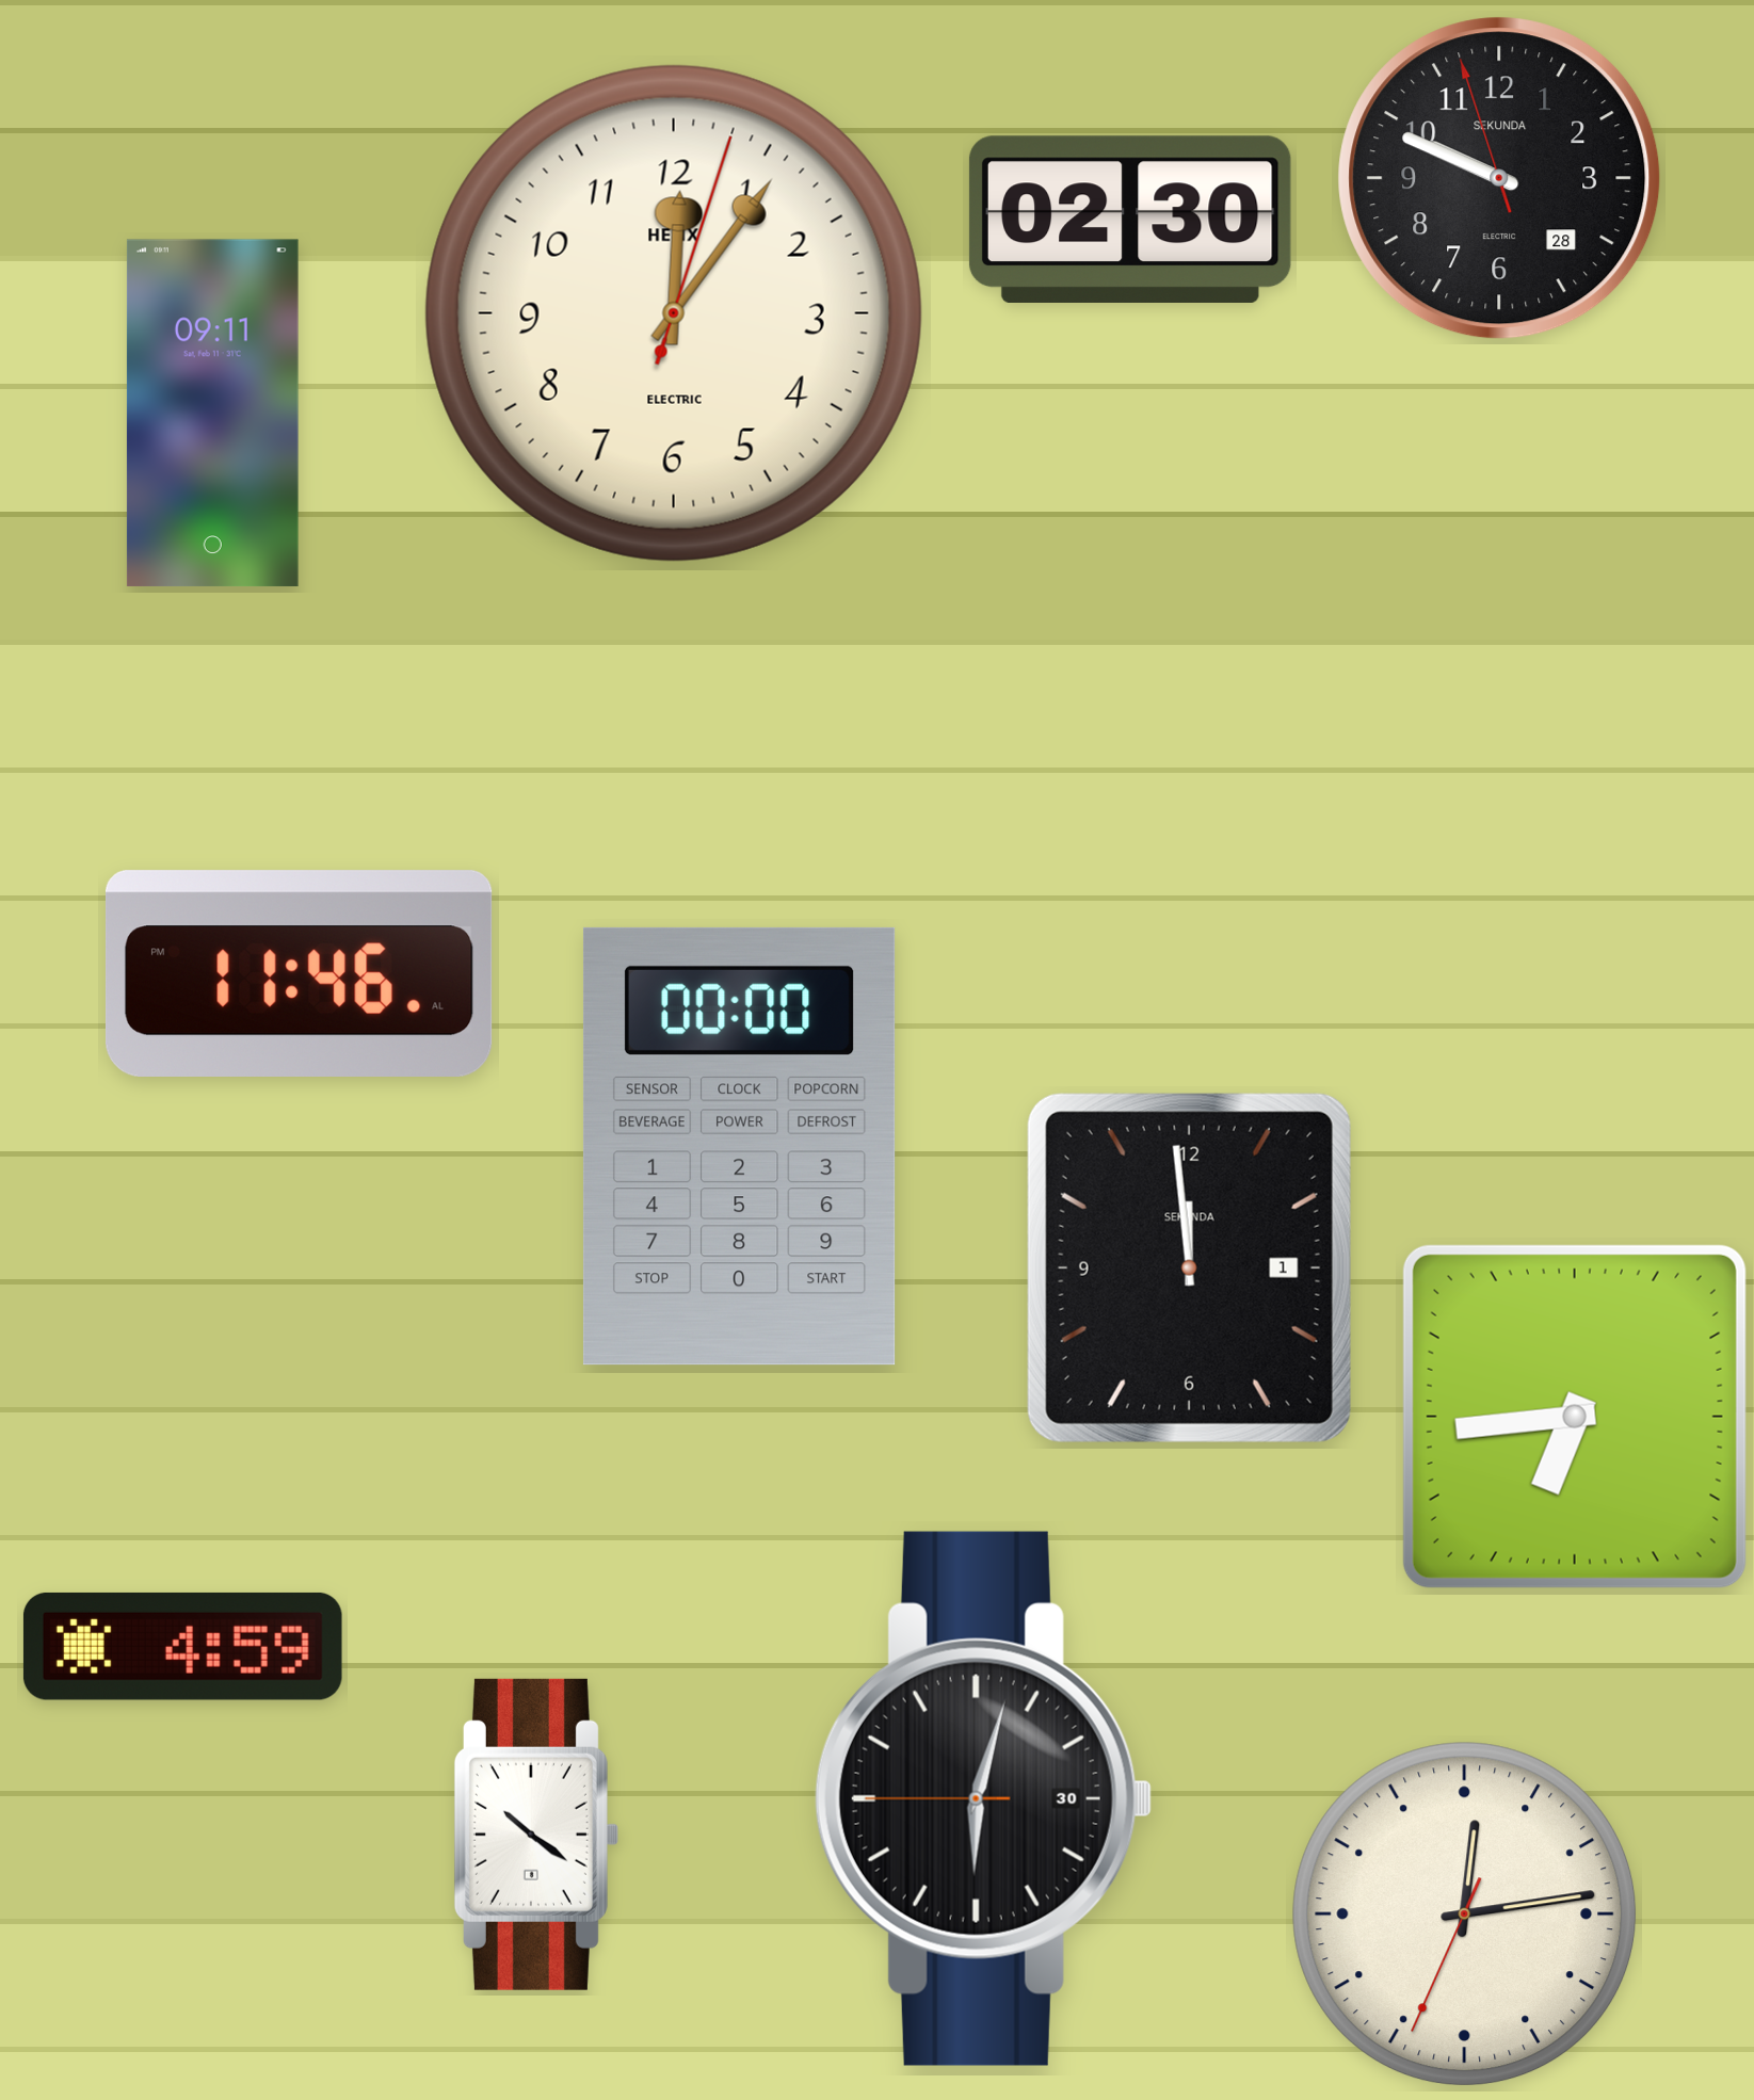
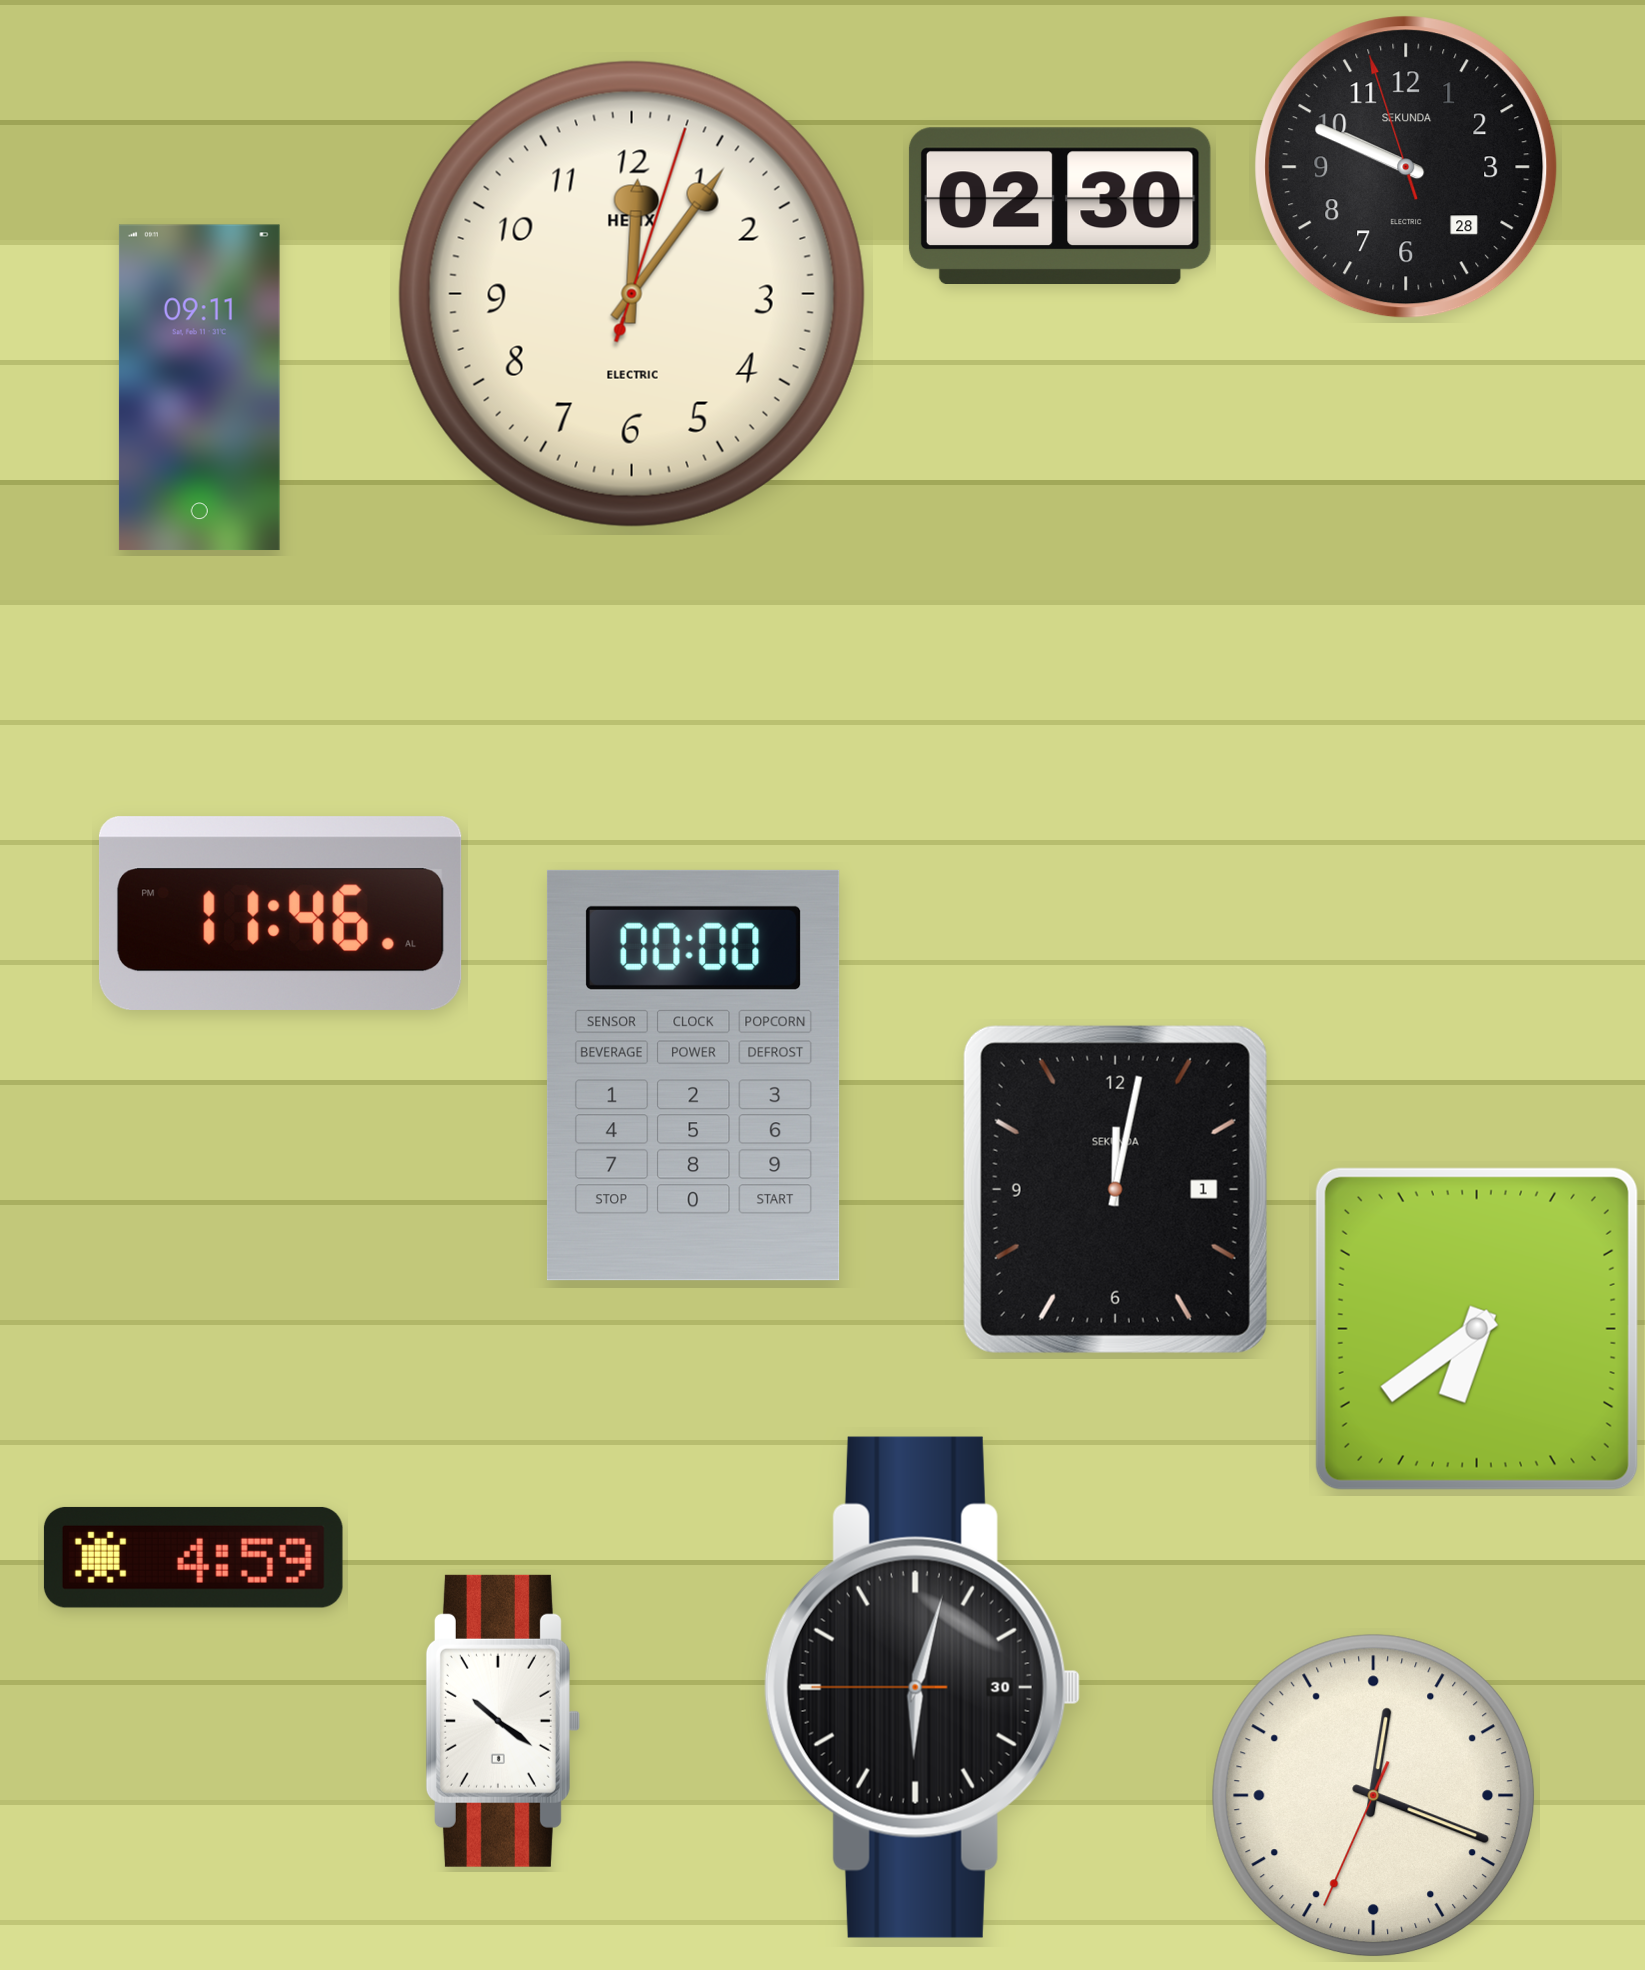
clock at (1189, 1267): 11:59 -> 12:02
clock at (1575, 1417): 6:44 -> 6:39
clock at (182, 1646) position: (182, 1646) -> (193, 1557)
clock at (1465, 1915): 12:13 -> 12:18
